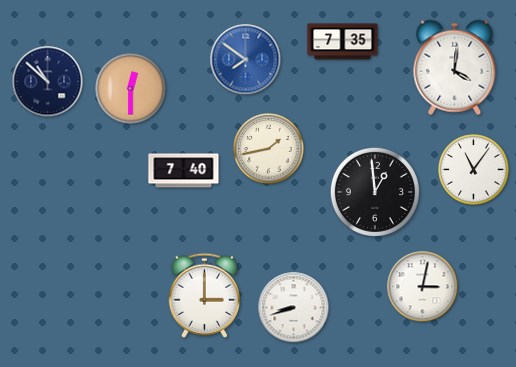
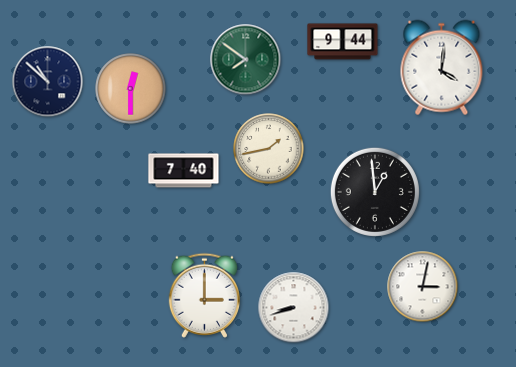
clock at (343, 42): 7:35 -> 9:44
clock at (246, 60) dial: blue -> green
clock at (455, 68) position: (455, 68) -> (442, 68)
clock at (474, 170): 11:06 -> none
